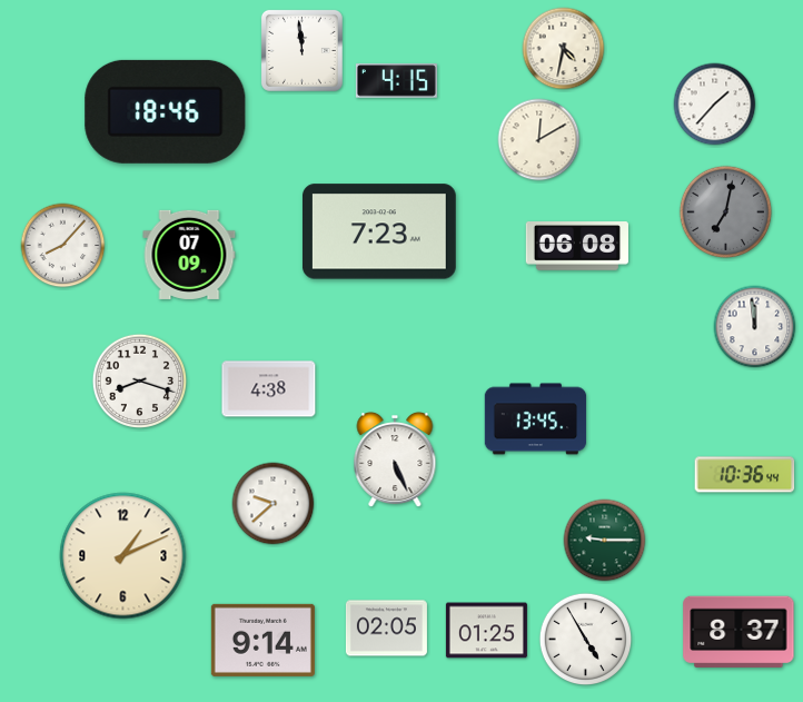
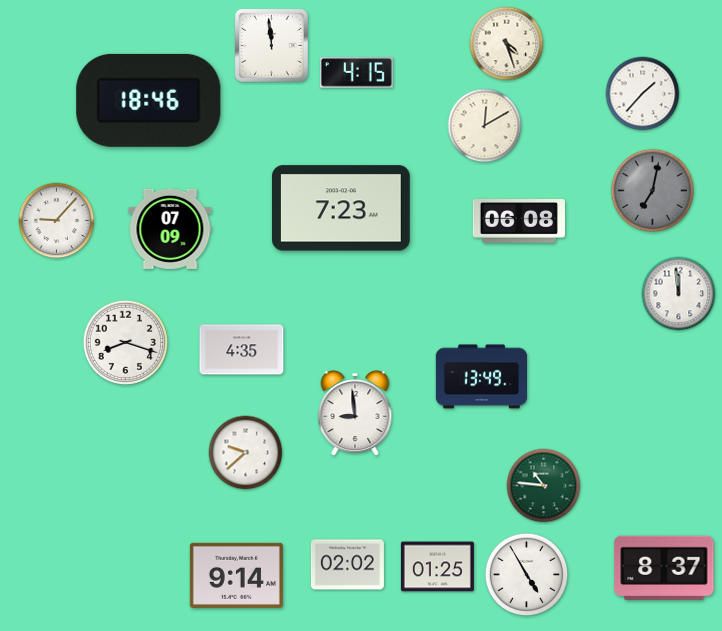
clock at (564, 49): 4:32 -> 4:27
clock at (63, 246): 8:07 -> 9:07
clock at (269, 389): 4:38 -> 4:35
clock at (536, 419): 13:45 -> 13:49
clock at (395, 461): 5:26 -> 8:59
clock at (745, 475): 10:36 -> none
clock at (605, 541): 9:15 -> 10:46
clock at (123, 556): 1:11 -> none
clock at (386, 629): 02:05 -> 02:02
